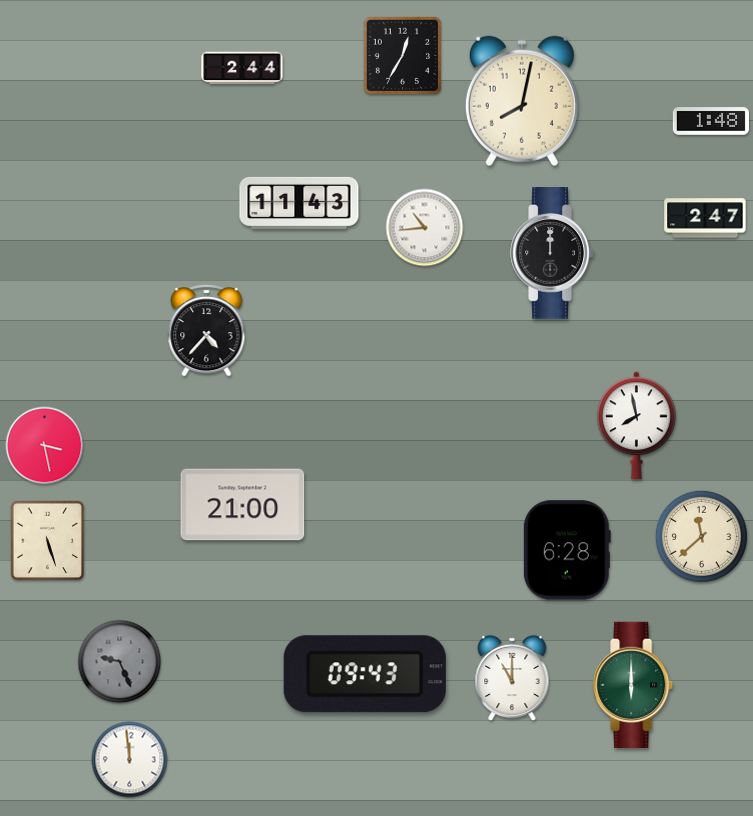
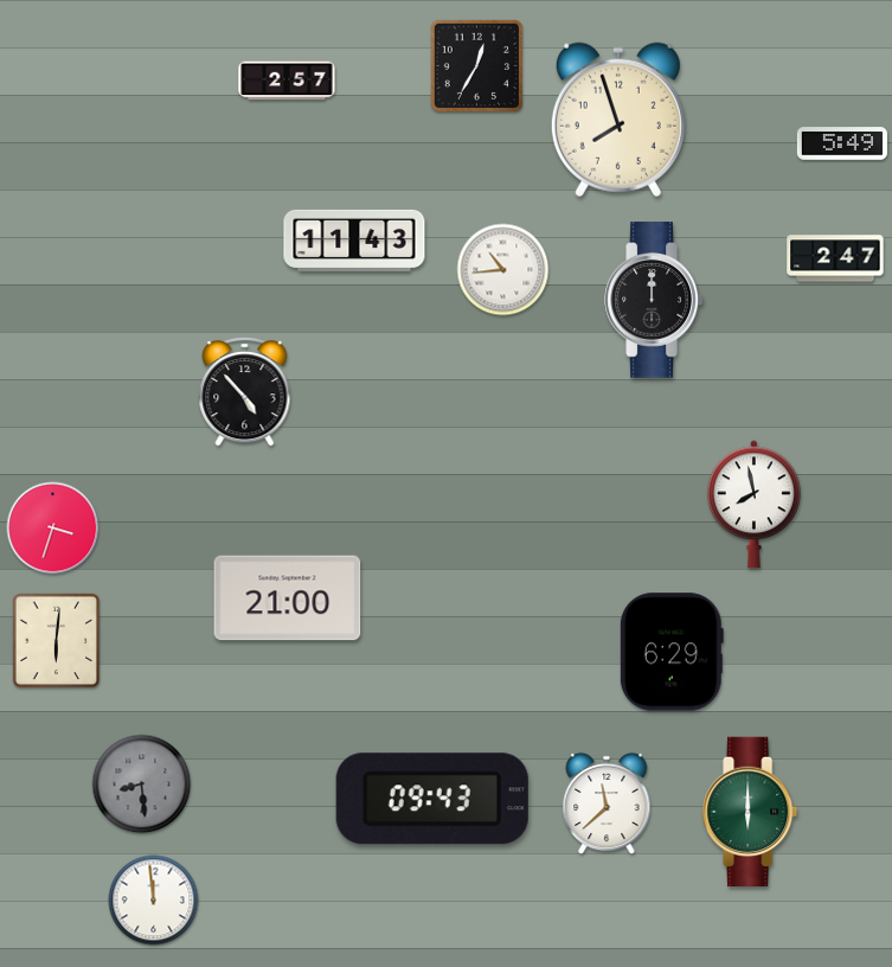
clock at (242, 68): 2:44 -> 2:57
clock at (522, 101): 8:02 -> 7:57
clock at (711, 121): 1:48 -> 5:49
clock at (207, 330): 4:37 -> 4:53
clock at (45, 446): 3:28 -> 3:33
clock at (701, 536): 11:38 -> none
clock at (48, 541): 5:27 -> 6:01
clock at (567, 550): 6:28 -> 6:29
clock at (120, 662): 9:26 -> 8:29
clock at (512, 678): 11:00 -> 11:38
